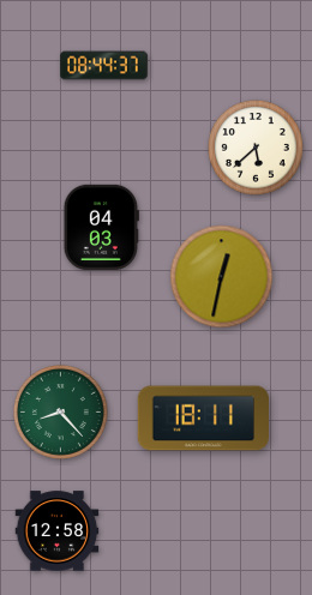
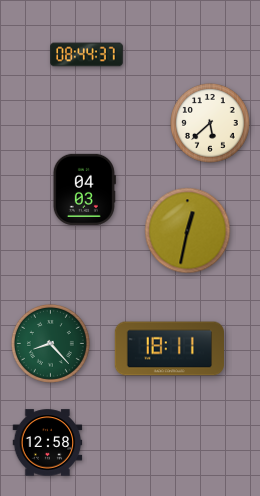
clock at (257, 149) position: (257, 149) -> (211, 124)
clock at (222, 277) position: (222, 277) -> (188, 231)
